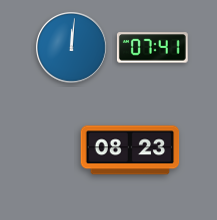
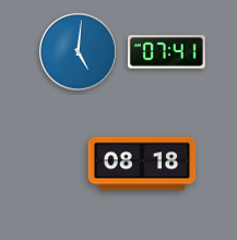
clock at (72, 48): 12:01 -> 5:01
clock at (130, 150): 08:23 -> 08:18
